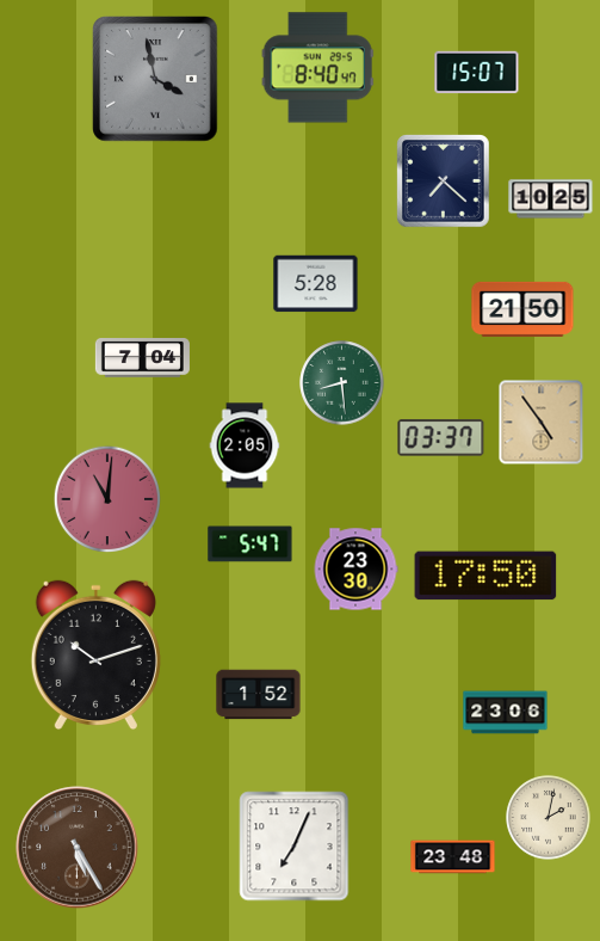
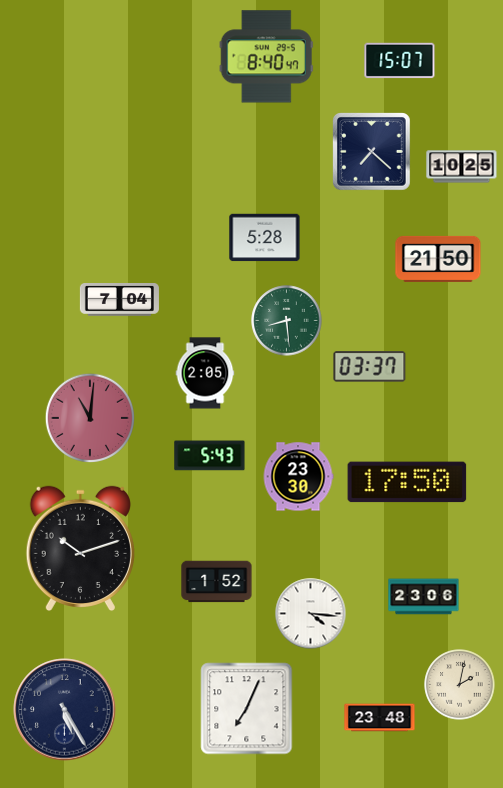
clock at (155, 79): 3:58 -> none
clock at (542, 423): 4:54 -> none
clock at (250, 545): 5:47 -> 5:43
clock at (311, 614): none -> 4:16
clock at (78, 848) dial: brown -> navy
